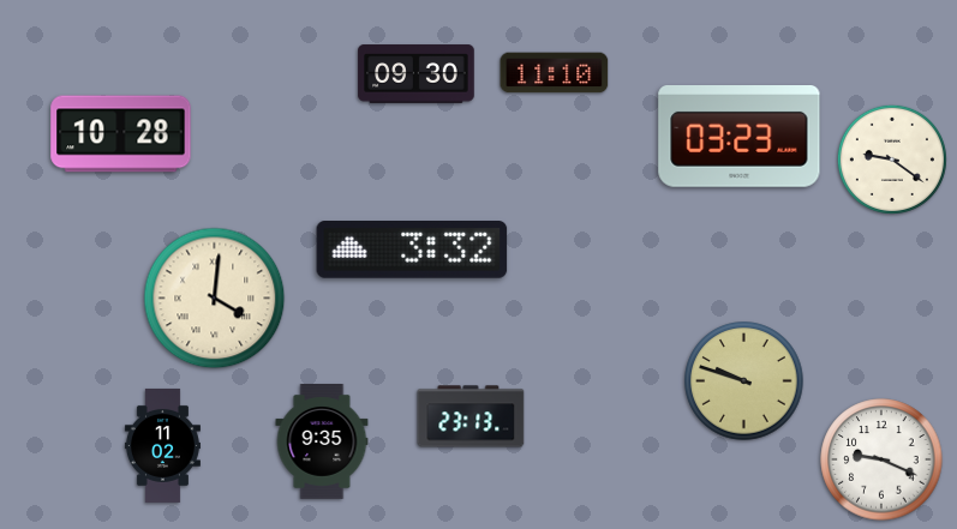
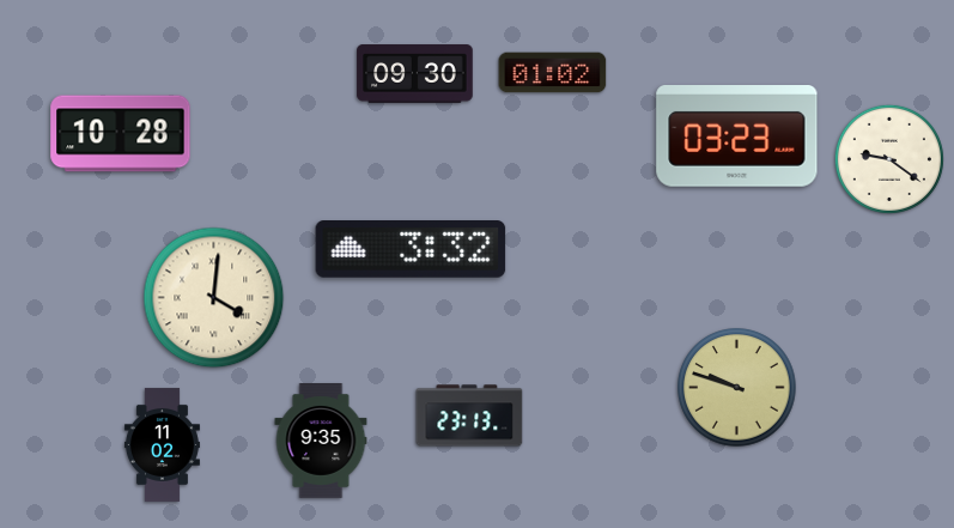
clock at (555, 73): 11:10 -> 01:02
clock at (744, 381) position: (744, 381) -> (737, 388)
clock at (881, 459): 9:19 -> none
